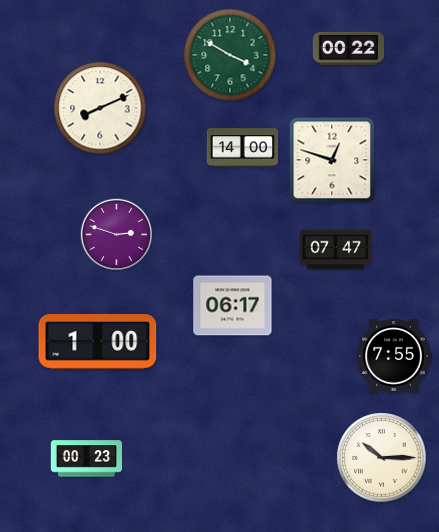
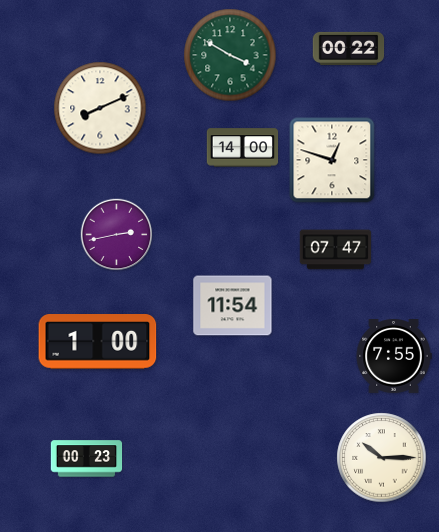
clock at (117, 235): 2:48 -> 2:43
clock at (233, 306): 06:17 -> 11:54
